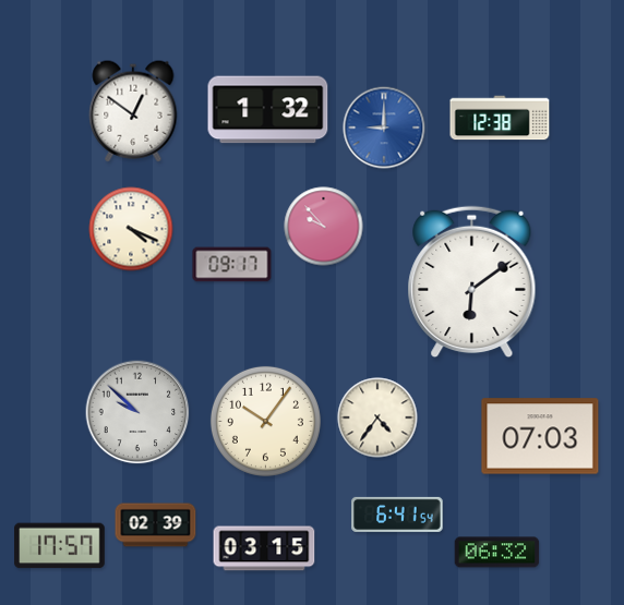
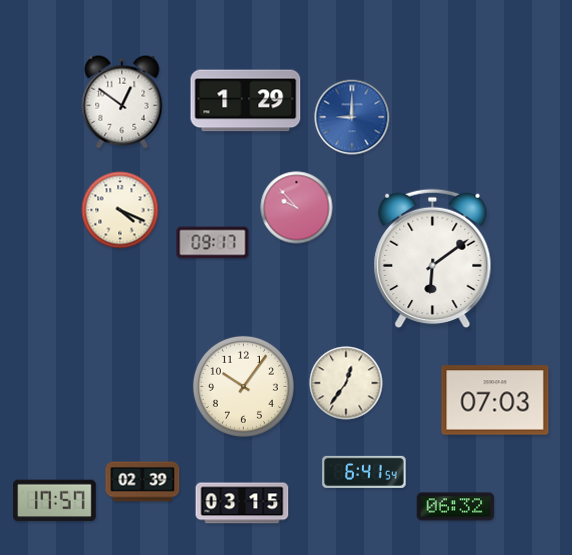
clock at (268, 110): 1:32 -> 1:29
clock at (500, 118): 12:38 -> none
clock at (137, 412): 9:52 -> none
clock at (377, 418): 4:36 -> 12:36
